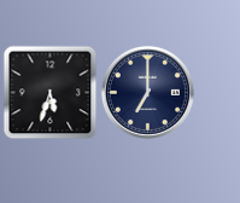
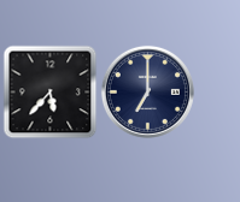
clock at (49, 92): 5:33 -> 5:37
